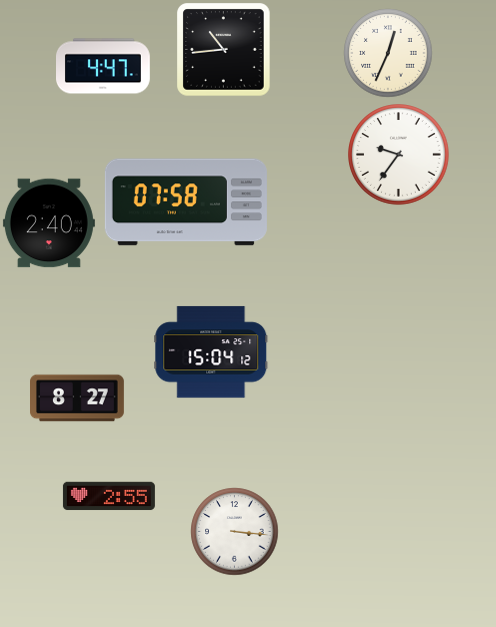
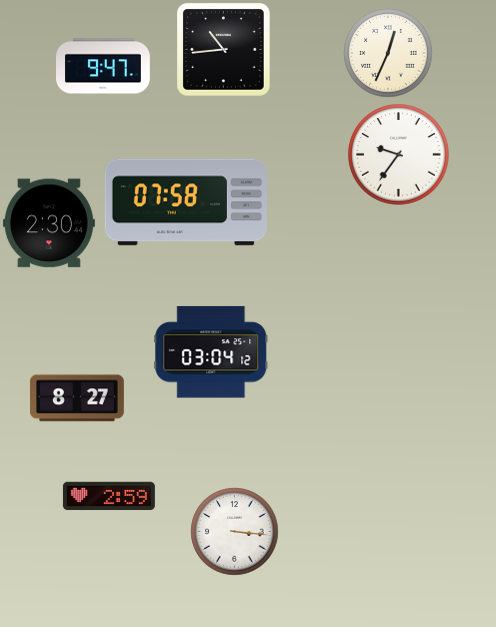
clock at (104, 66): 4:47 -> 9:47
clock at (49, 223): 2:40 -> 2:30
clock at (211, 352): 15:04 -> 03:04
clock at (109, 496): 2:55 -> 2:59
